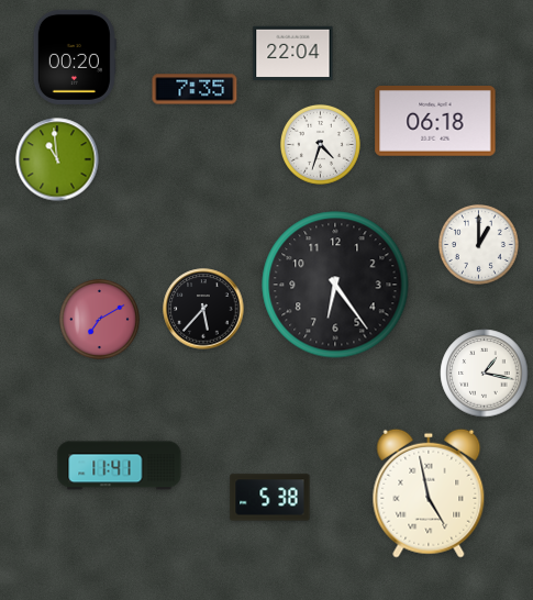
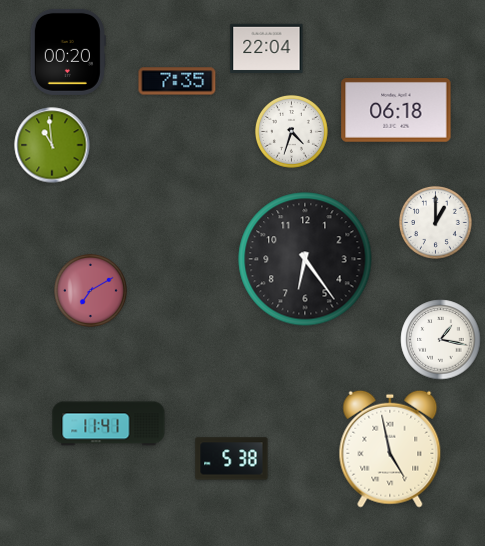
clock at (203, 309): 5:37 -> none
clock at (270, 498) position: (270, 498) -> (232, 459)
